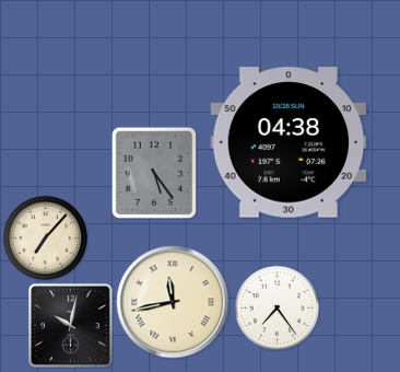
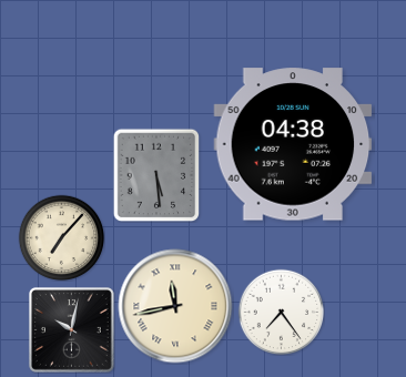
clock at (154, 173): 5:24 -> 5:29
clock at (45, 237) position: (45, 237) -> (61, 237)
